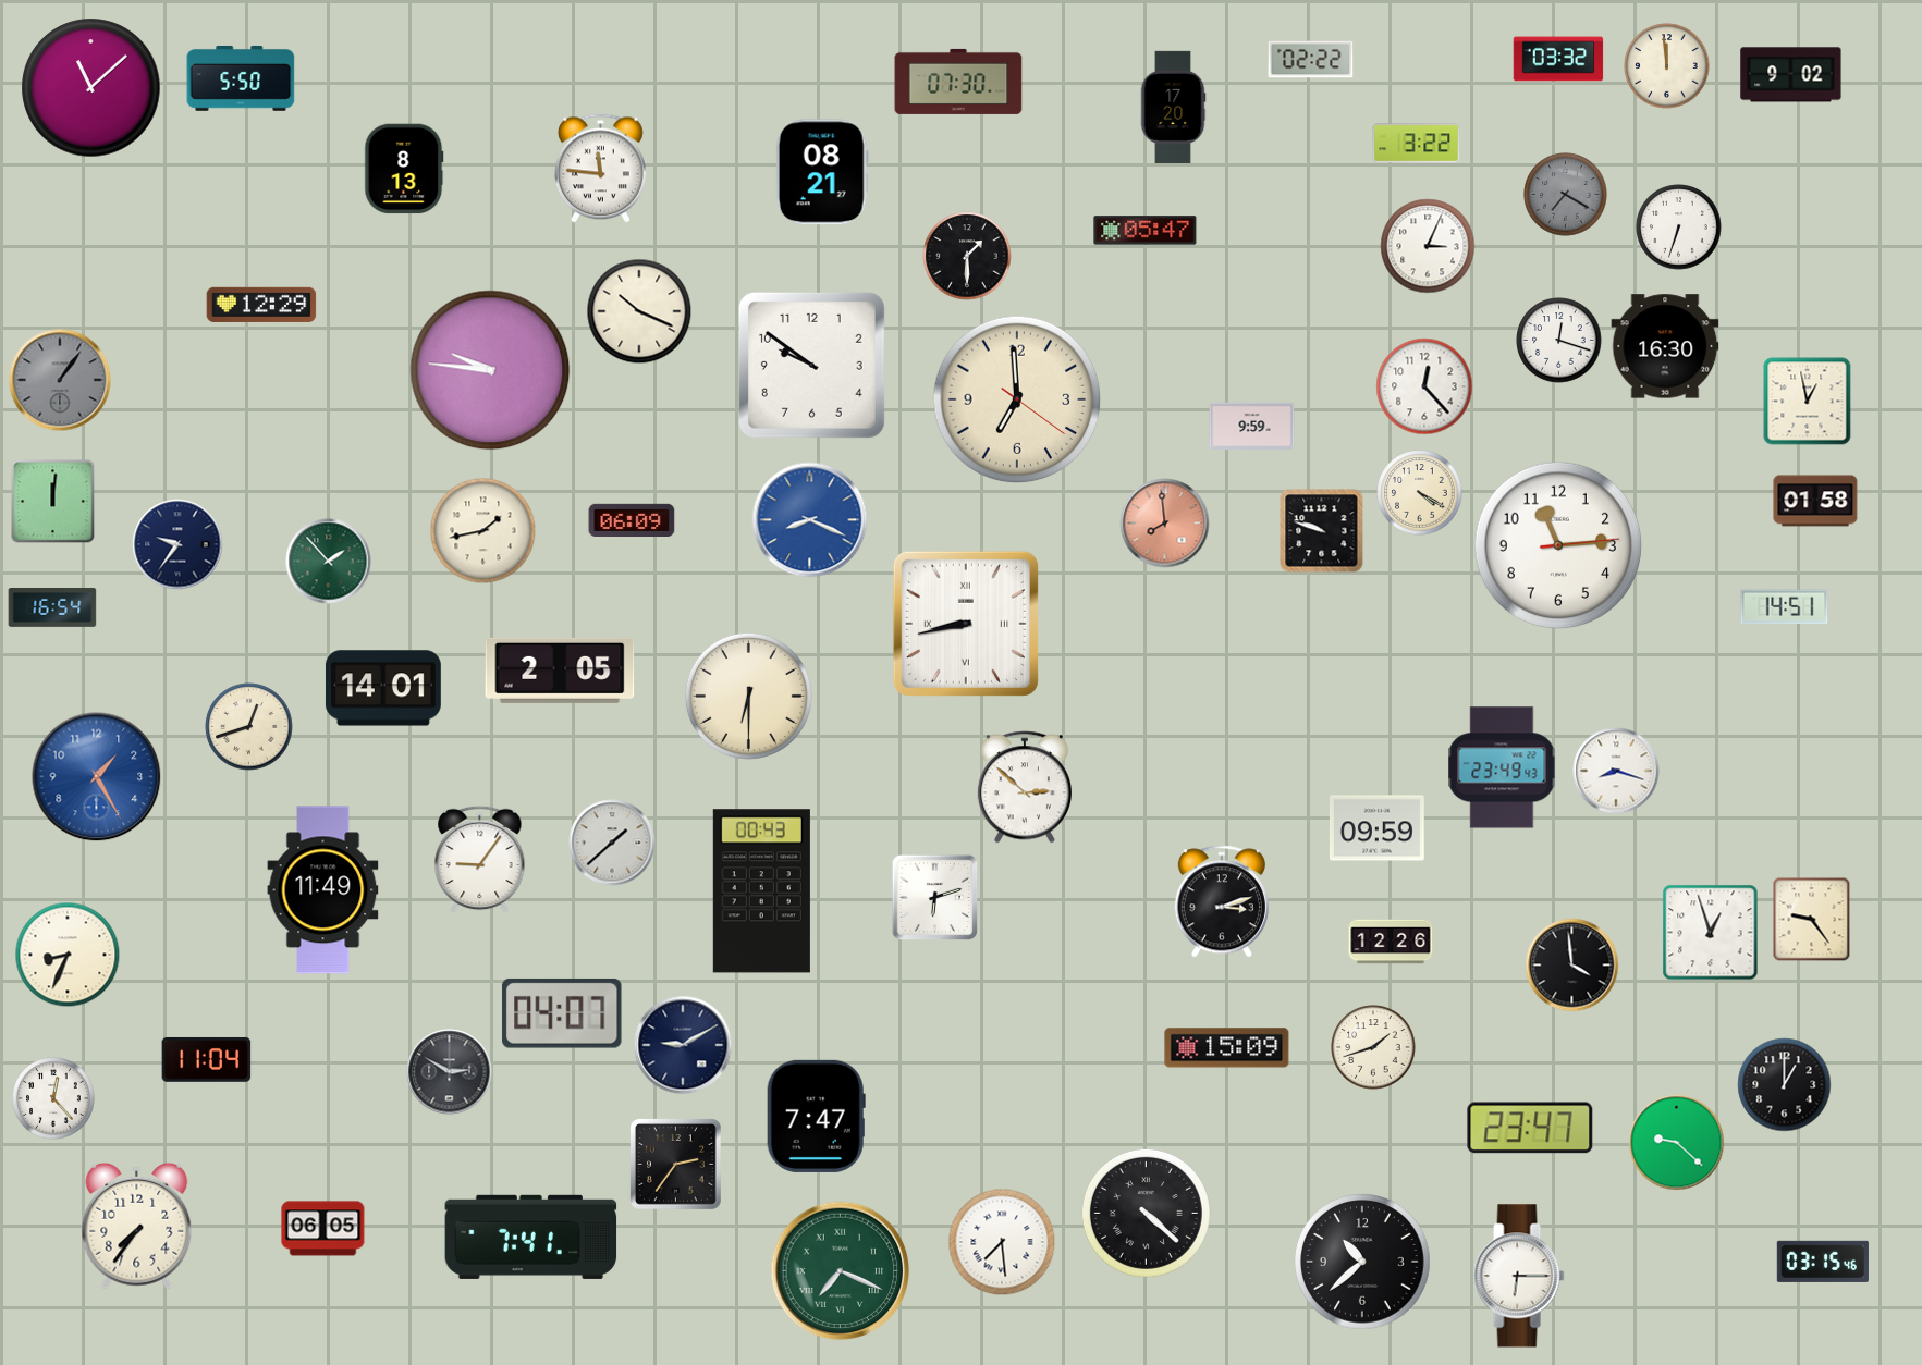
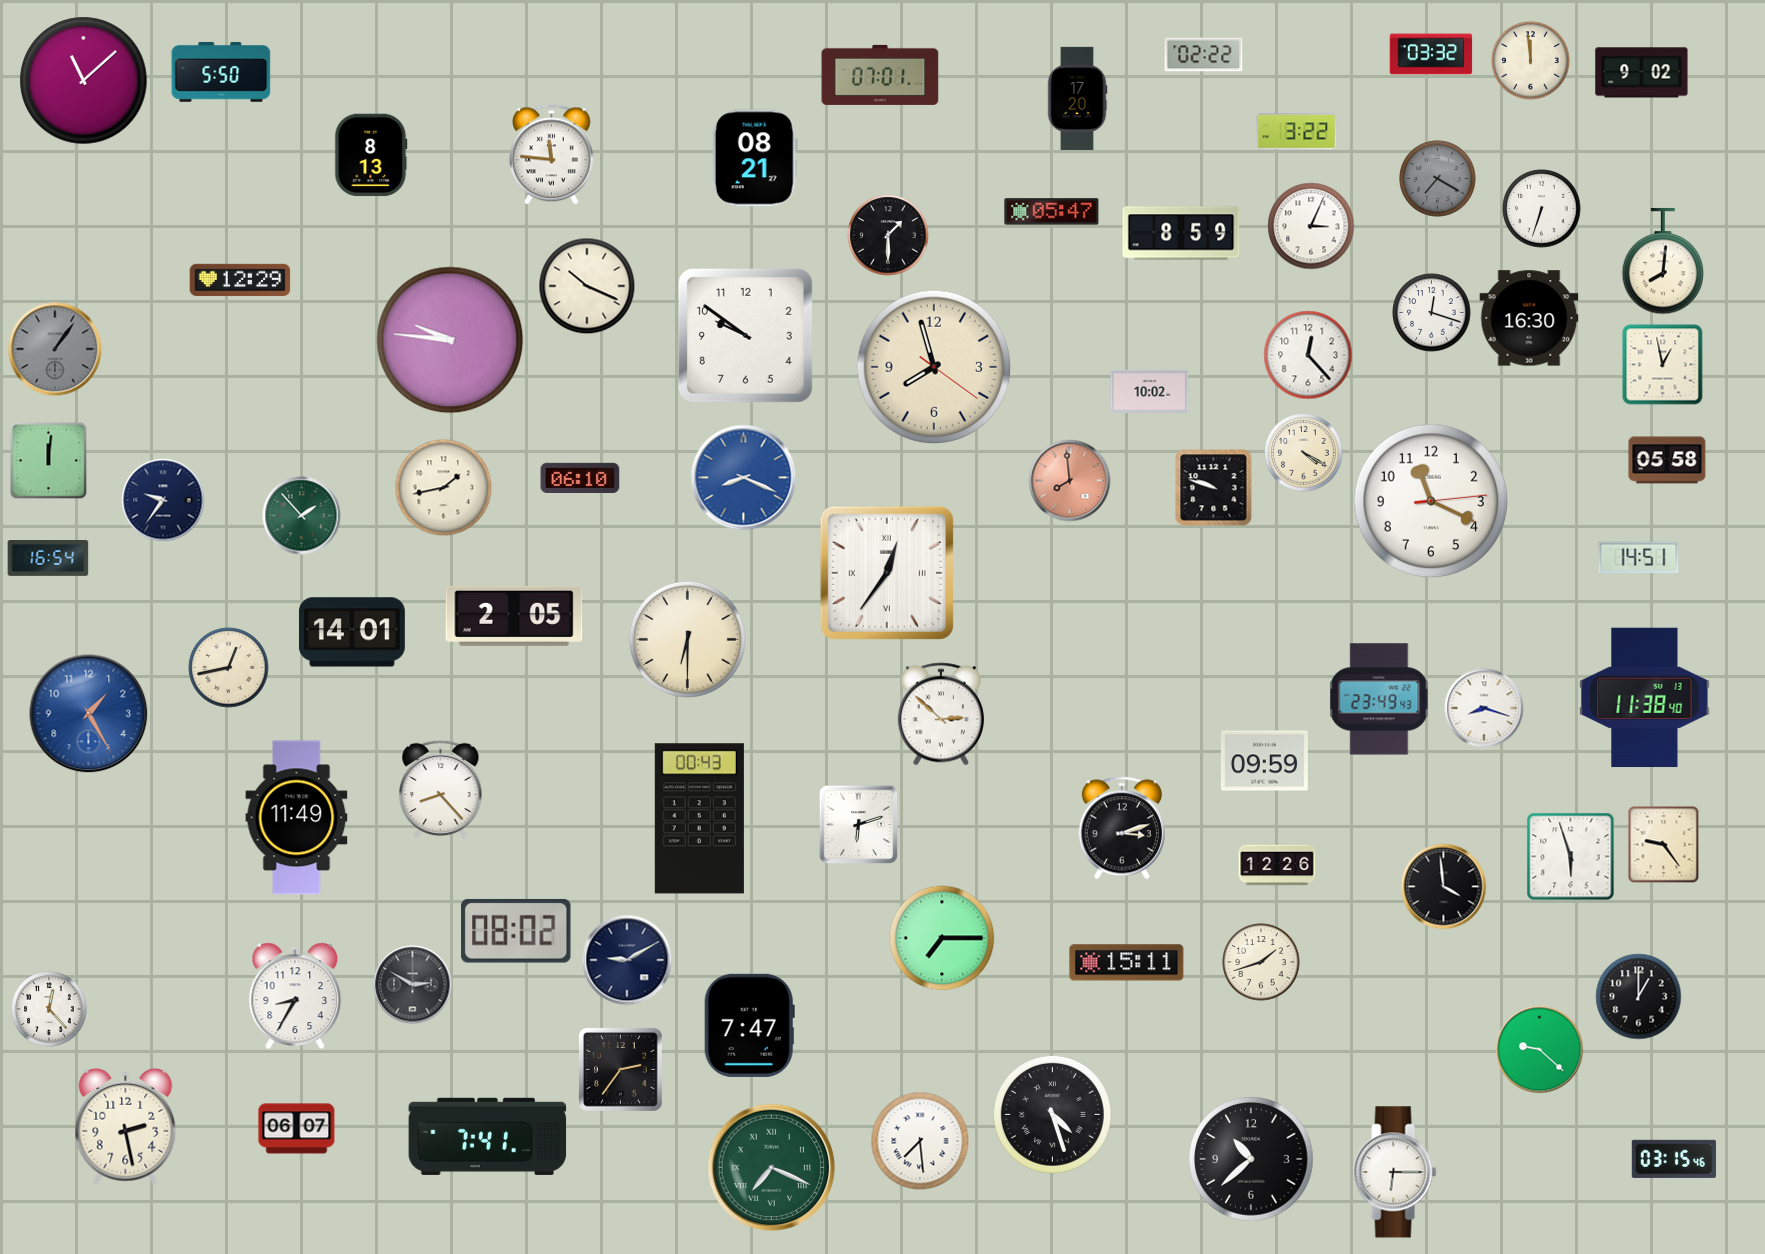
clock at (1791, 75) position: (1791, 75) -> (1642, 73)
clock at (958, 82): 07:30 -> 07:01
clock at (1417, 144) position: (1417, 144) -> (1297, 132)
clock at (1181, 233): none -> 8:59
clock at (1663, 261): none -> 8:01
clock at (1017, 399): 6:59 -> 7:57
clock at (1808, 402) position: (1808, 402) -> (1663, 365)
clock at (1252, 426): 9:59 -> 10:02
clock at (1815, 501): 01:58 -> 05:58
clock at (632, 519): 06:09 -> 06:10
clock at (1558, 545): 11:14 -> 11:19
clock at (966, 624): 8:43 -> 12:36
clock at (249, 727): 12:42 -> 12:43
clock at (1645, 698): none -> 11:38
clock at (1502, 767) position: (1502, 767) -> (1379, 699)
clock at (1025, 787) position: (1025, 787) -> (941, 714)
clock at (612, 843): 1:38 -> none
clock at (480, 860): 9:06 -> 8:23
clock at (1711, 933): 12:57 -> 5:57
clock at (68, 955): 8:34 -> none
clock at (562, 1013): 04:07 -> 08:02
clock at (942, 938): none -> 7:15
clock at (1227, 1048): 15:09 -> 15:11
clock at (207, 1059): 11:04 -> none
clock at (295, 995): none -> 8:35
clock at (1530, 1128): 23:47 -> none
clock at (1146, 1213): 4:22 -> 4:27
clock at (137, 1226): 7:36 -> 2:28
clock at (323, 1229): 06:05 -> 06:07
